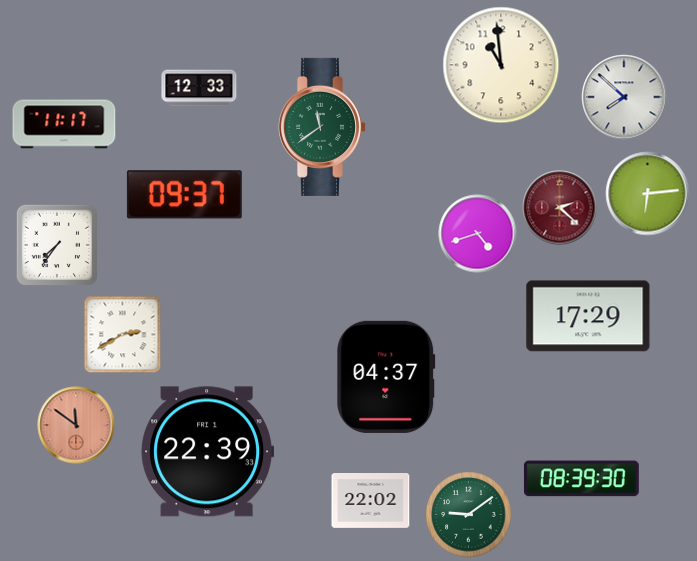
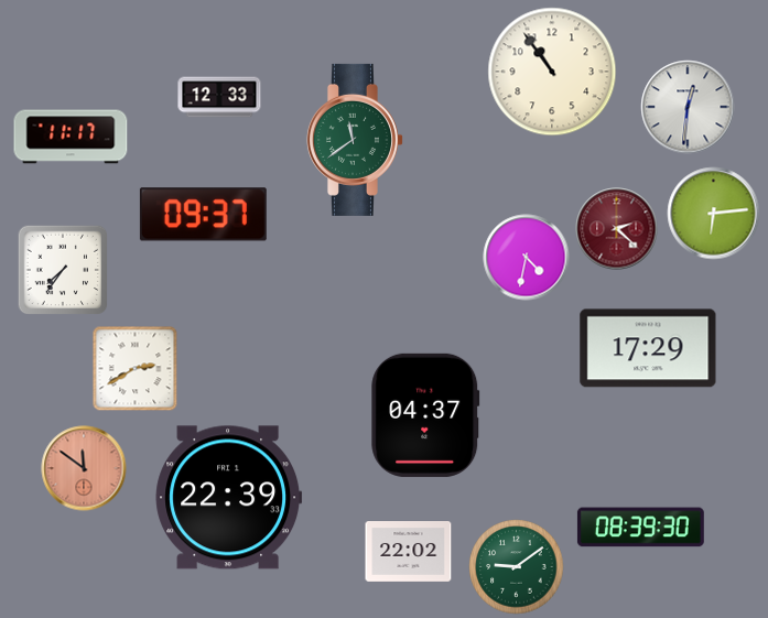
clock at (501, 65): 10:59 -> 10:54
clock at (624, 97): 7:52 -> 12:31
clock at (478, 234): 4:42 -> 4:32
